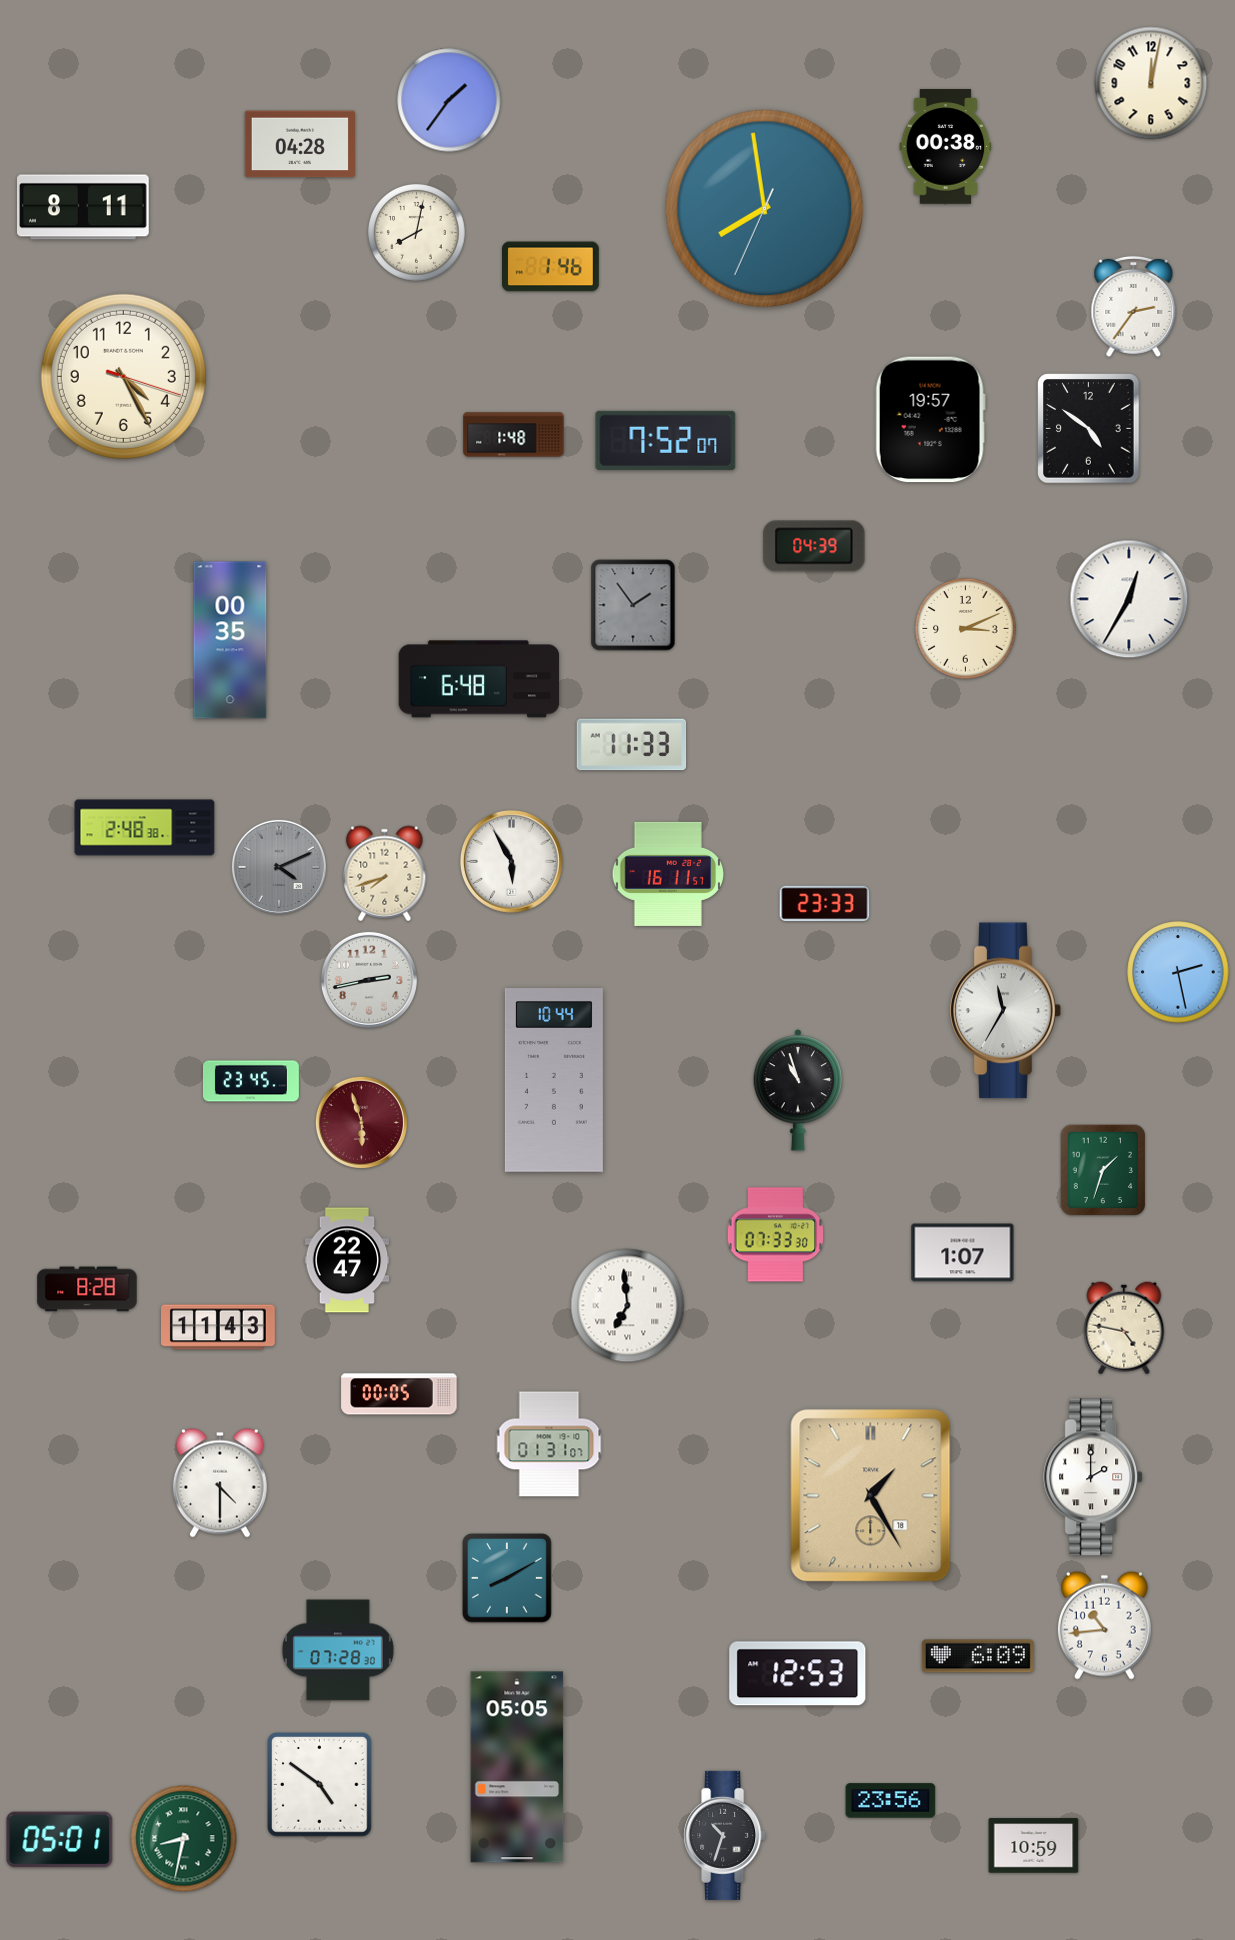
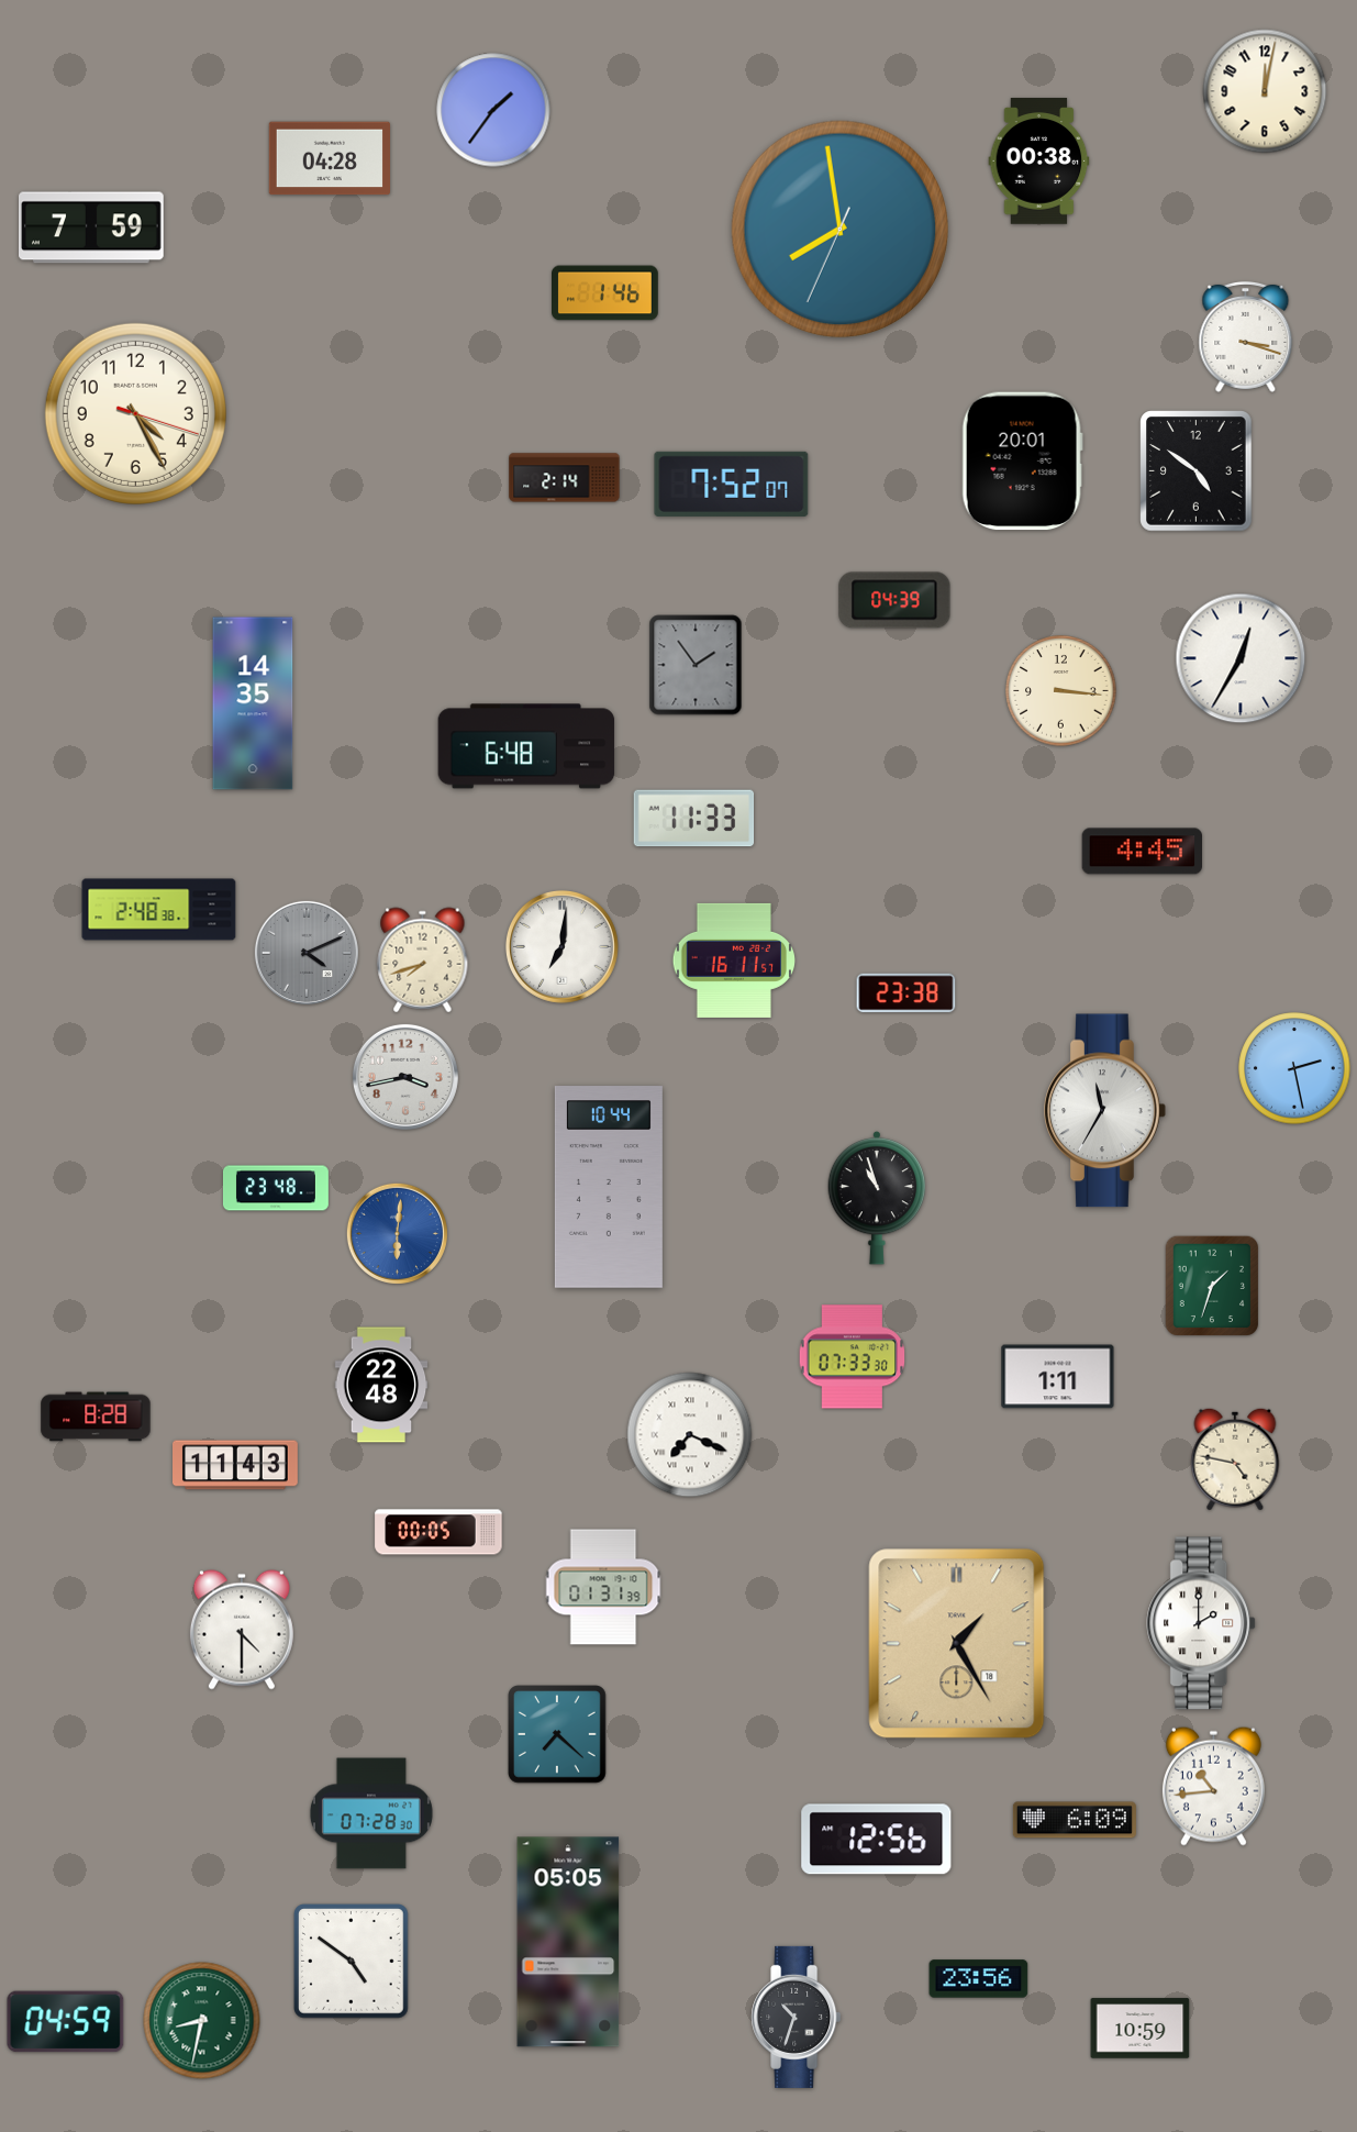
clock at (83, 207): 8:11 -> 7:59
clock at (417, 233): 8:02 -> none
clock at (1134, 306): 2:36 -> 3:18
clock at (930, 420): 19:57 -> 20:01
clock at (514, 435): 1:48 -> 2:14
clock at (966, 629): 3:11 -> 3:16
clock at (230, 640): 00:35 -> 14:35
clock at (1142, 852): none -> 4:45
clock at (511, 861): 5:55 -> 7:01
clock at (825, 904): 23:33 -> 23:38
clock at (369, 980): 2:43 -> 3:43
clock at (251, 1081): 23:45 -> 23:48
clock at (361, 1122): 5:57 -> 6:01
clock at (361, 1122) dial: burgundy -> blue
clock at (963, 1253): 1:07 -> 1:11
clock at (347, 1260): 22:47 -> 22:48
clock at (628, 1306): 6:59 -> 7:19
clock at (219, 1327) position: (219, 1327) -> (236, 1465)
clock at (549, 1444): 01:31:07 -> 01:31:39
clock at (508, 1579): 8:10 -> 7:22
clock at (798, 1674): 12:53 -> 12:56
clock at (60, 1840): 05:01 -> 04:59
clock at (1034, 1846) position: (1034, 1846) -> (1141, 2029)
